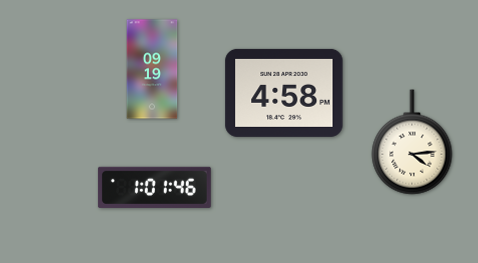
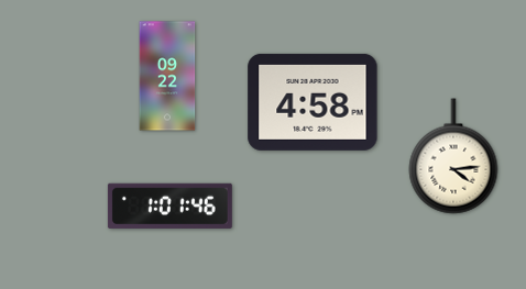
clock at (152, 69): 09:19 -> 09:22
